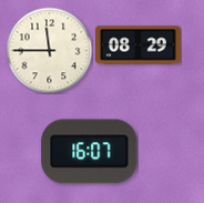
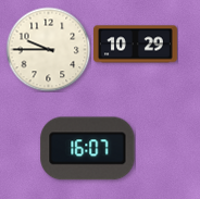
clock at (139, 45): 08:29 -> 10:29
clock at (49, 50): 11:45 -> 9:45
